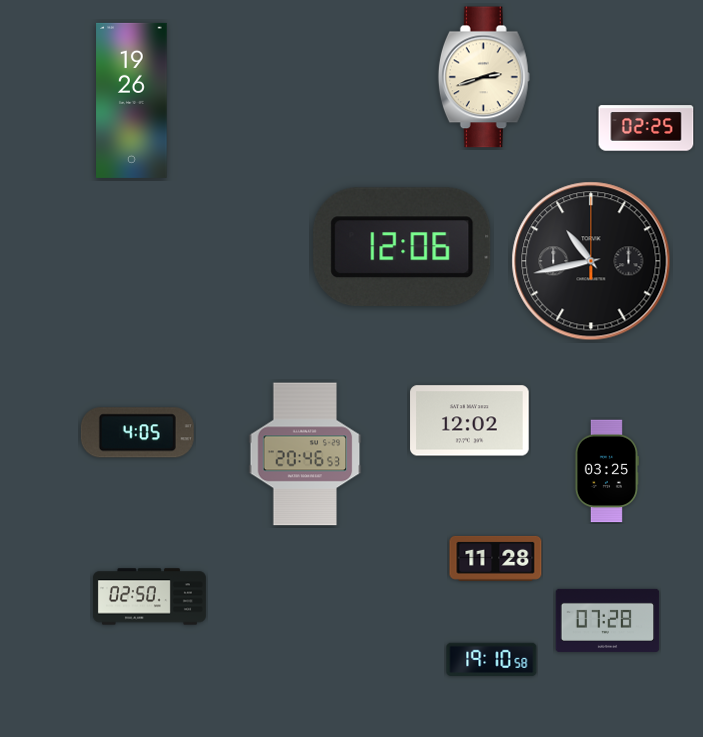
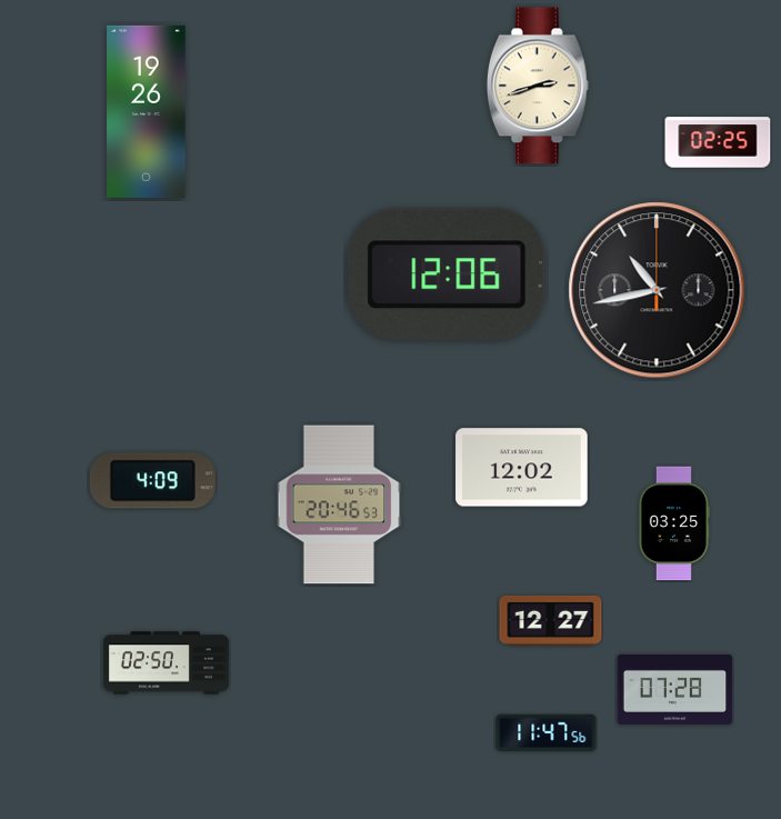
clock at (137, 433): 4:05 -> 4:09
clock at (496, 558): 11:28 -> 12:27
clock at (492, 659): 19:10 -> 11:47
